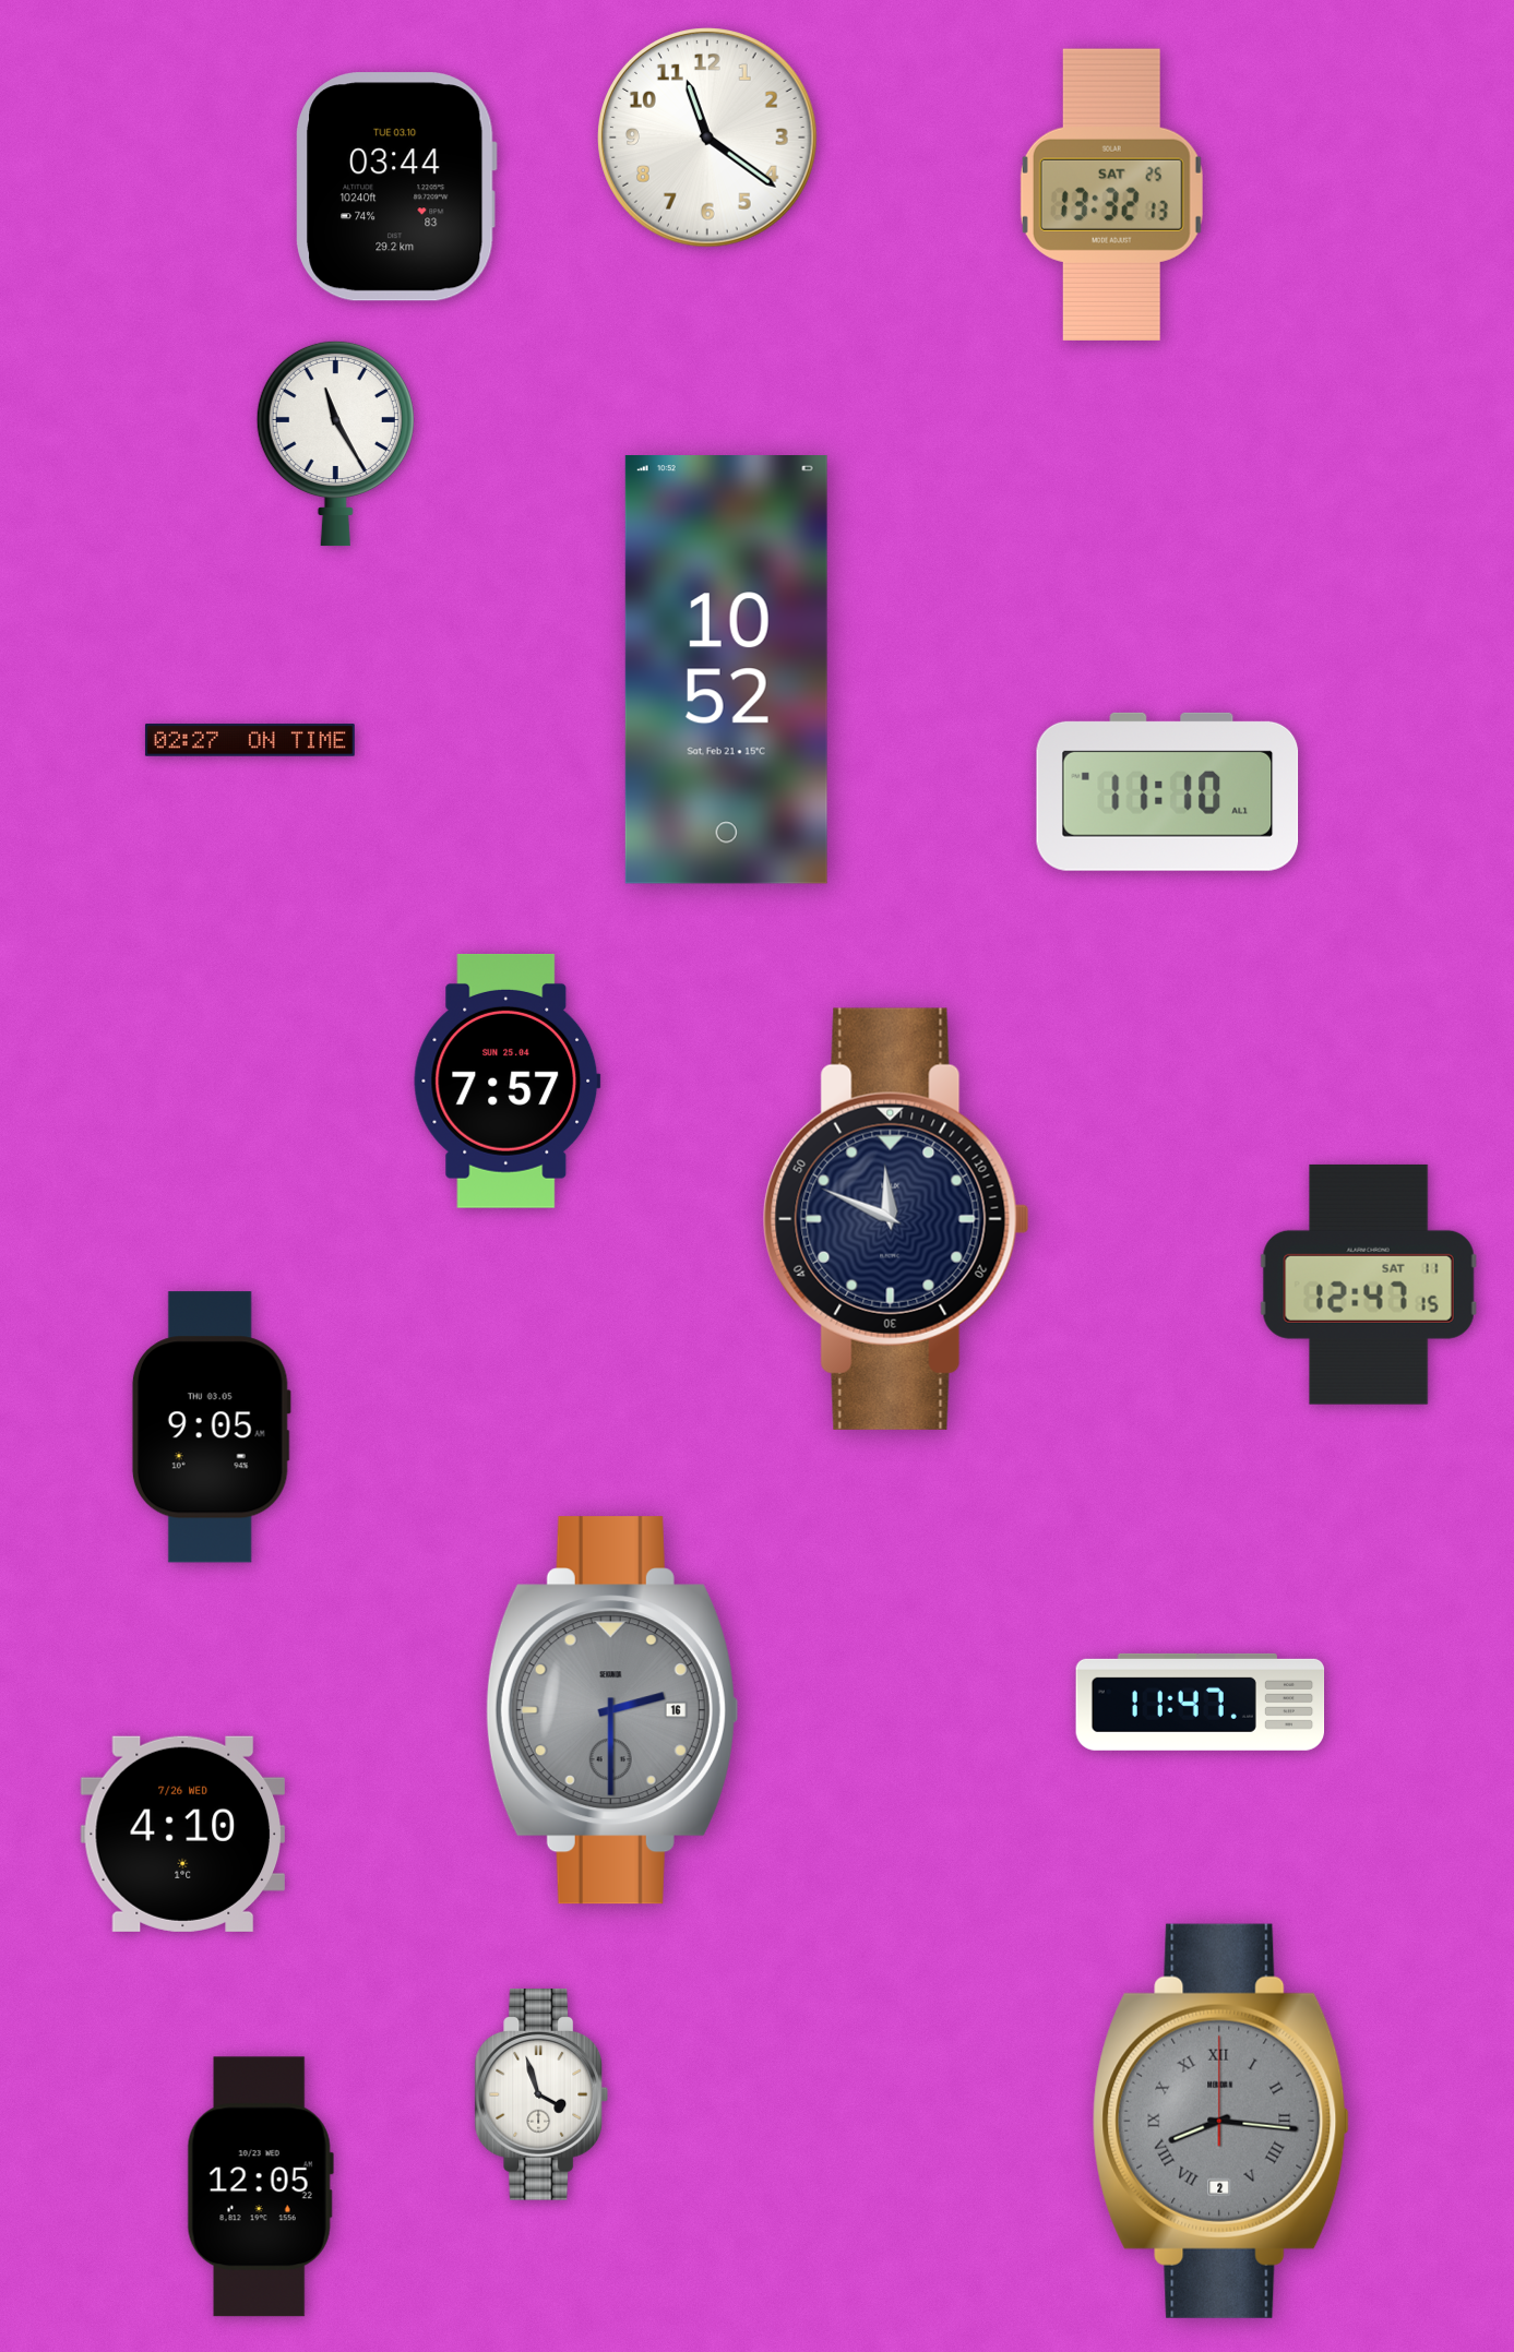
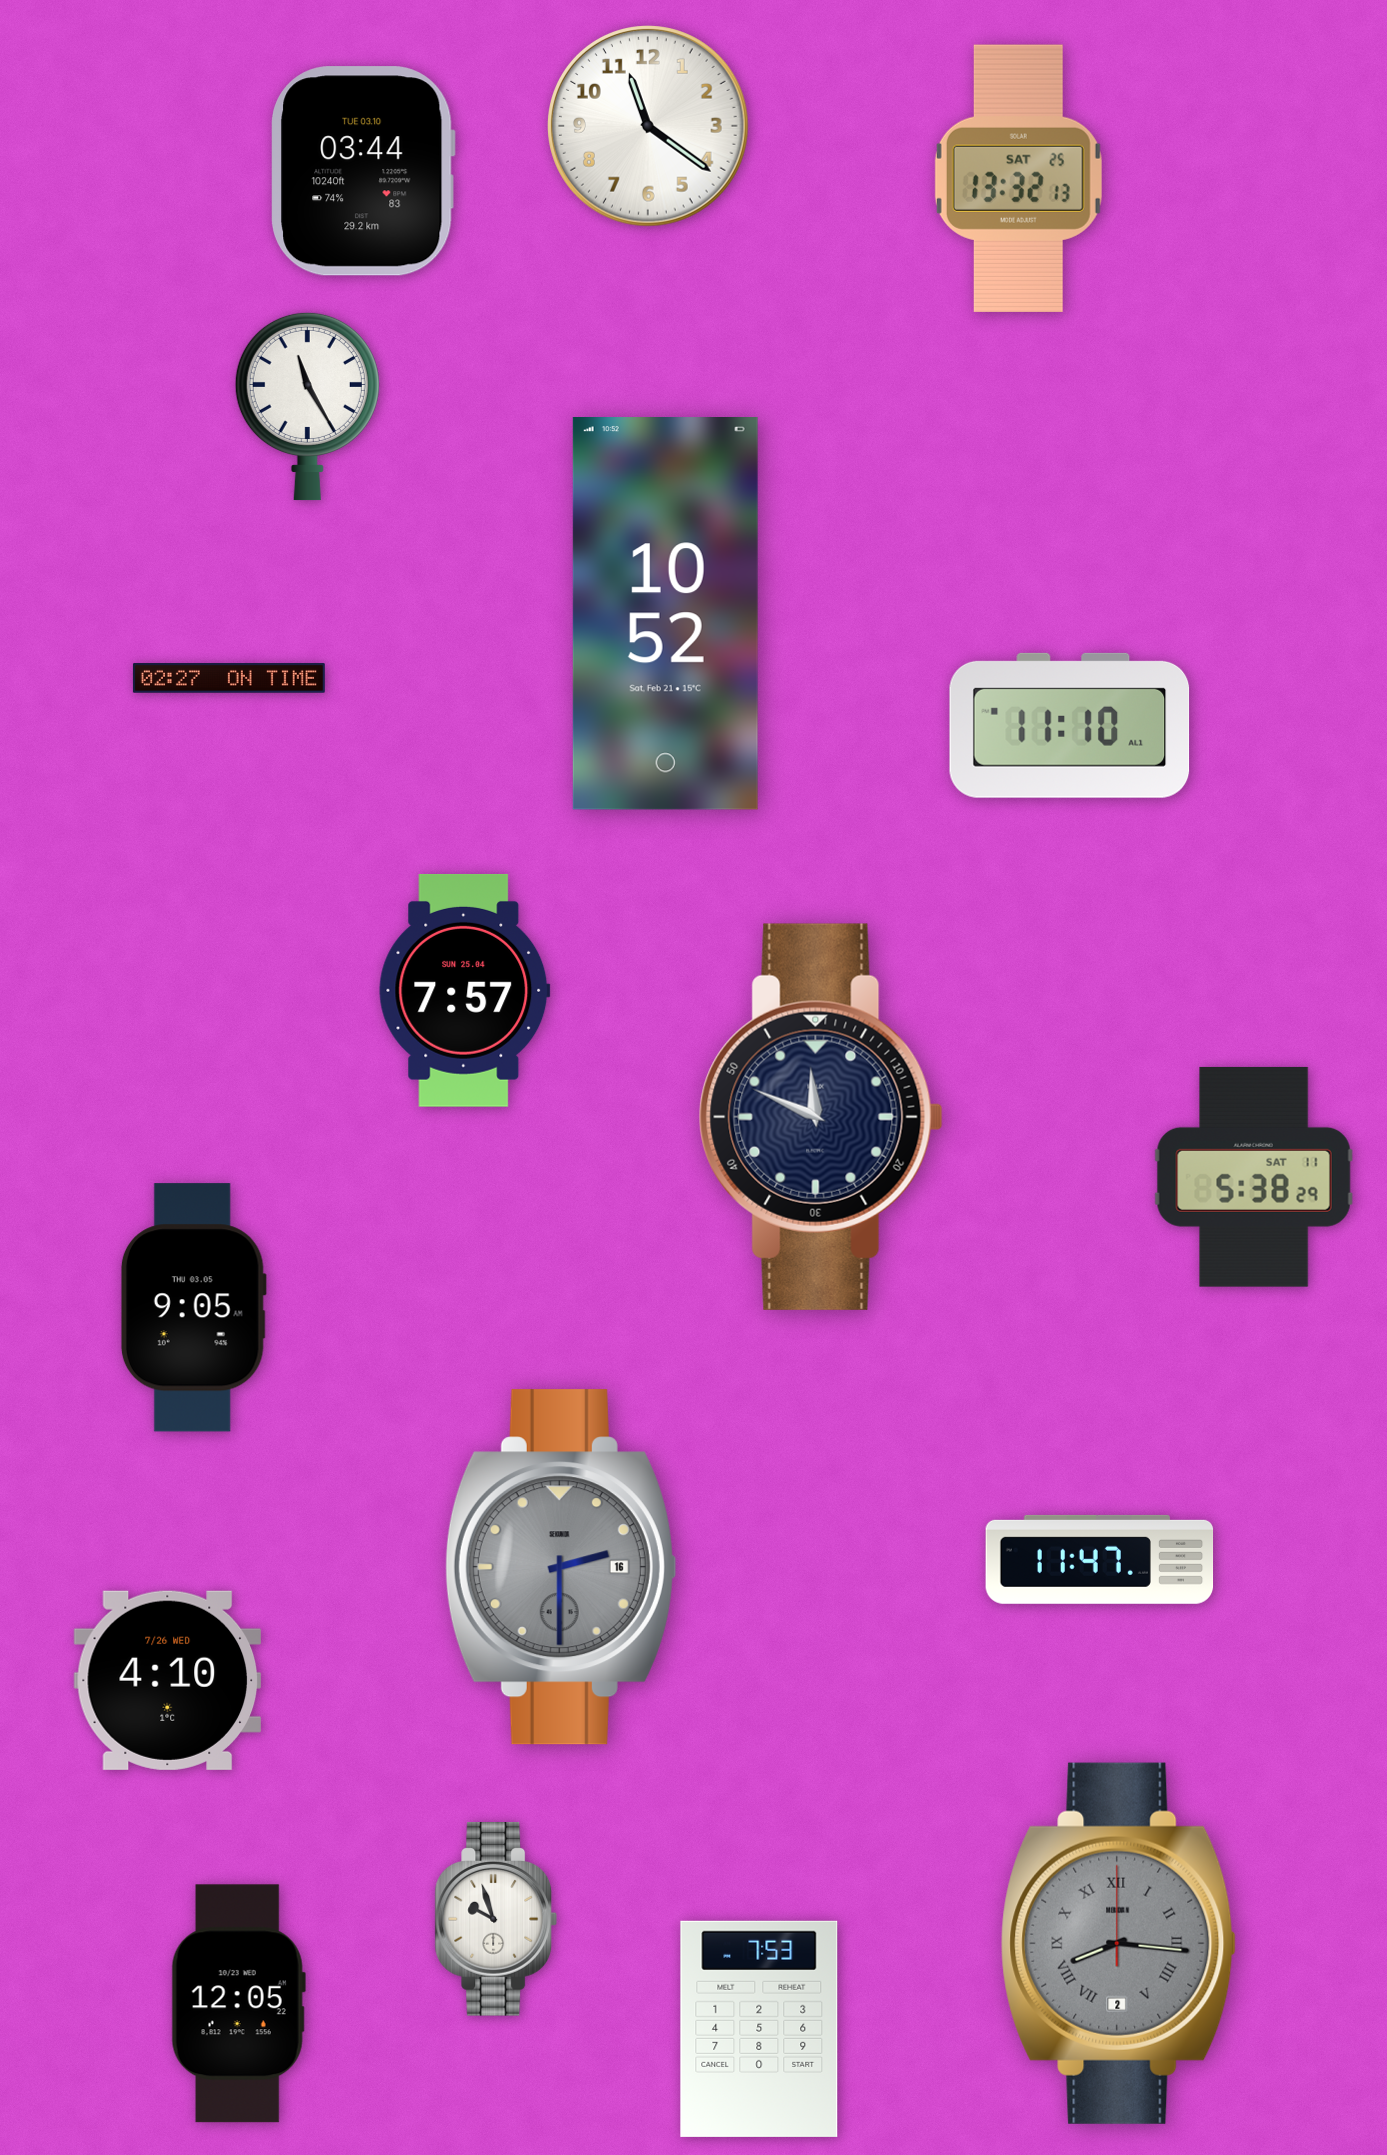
clock at (1369, 1285): 12:47 -> 5:38
clock at (541, 2094): 3:57 -> 9:57
clock at (759, 2029): none -> 7:53
